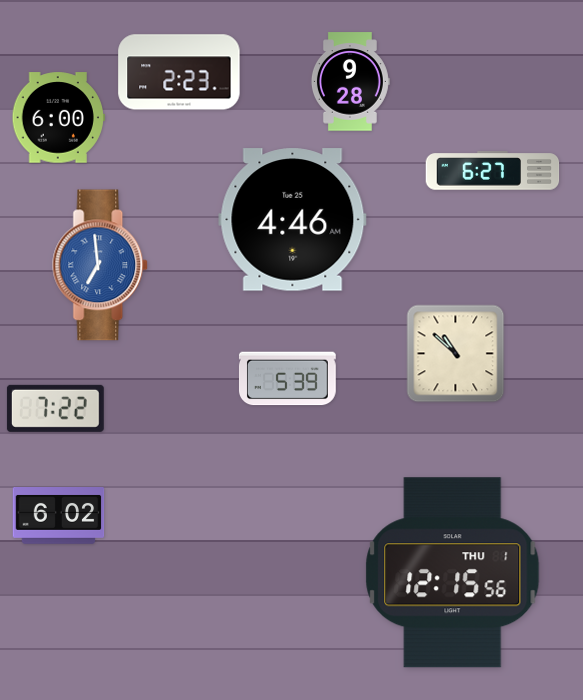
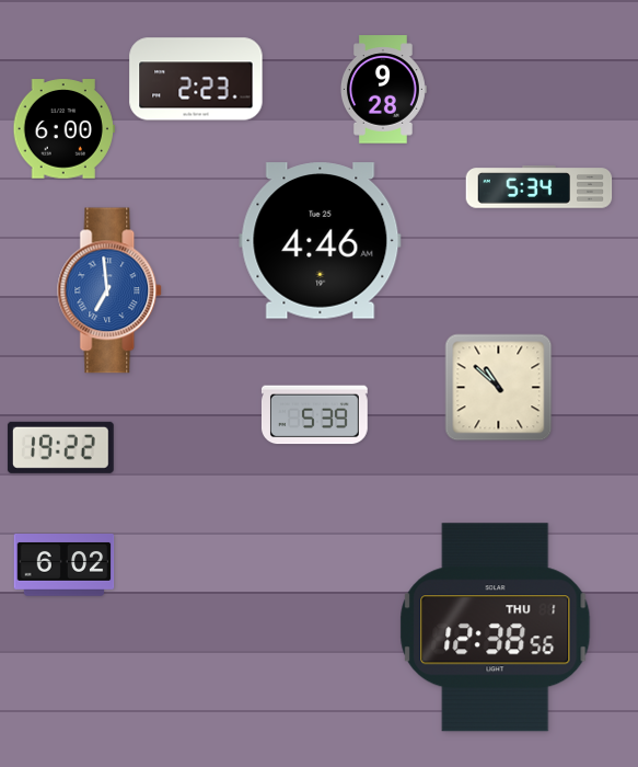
clock at (493, 171): 6:27 -> 5:34
clock at (55, 408): 7:22 -> 19:22
clock at (453, 573): 12:15 -> 12:38
